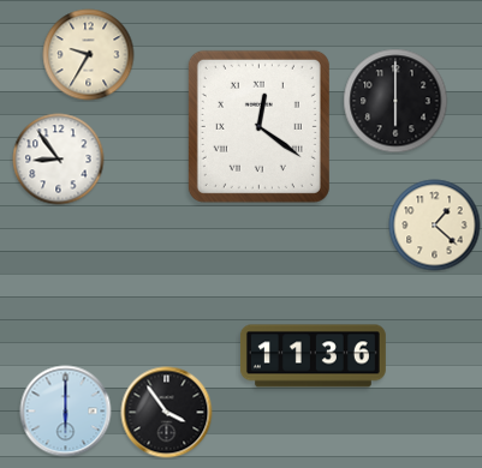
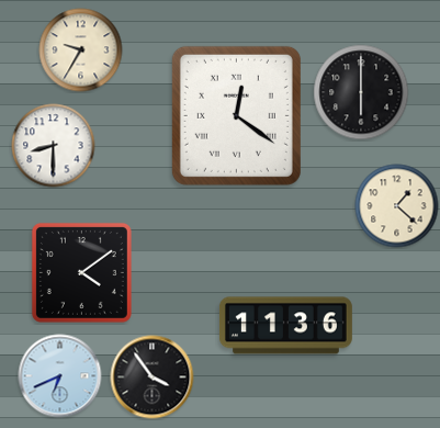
clock at (59, 160): 8:54 -> 8:30
clock at (81, 272): none -> 4:09
clock at (66, 412): 6:00 -> 6:41
